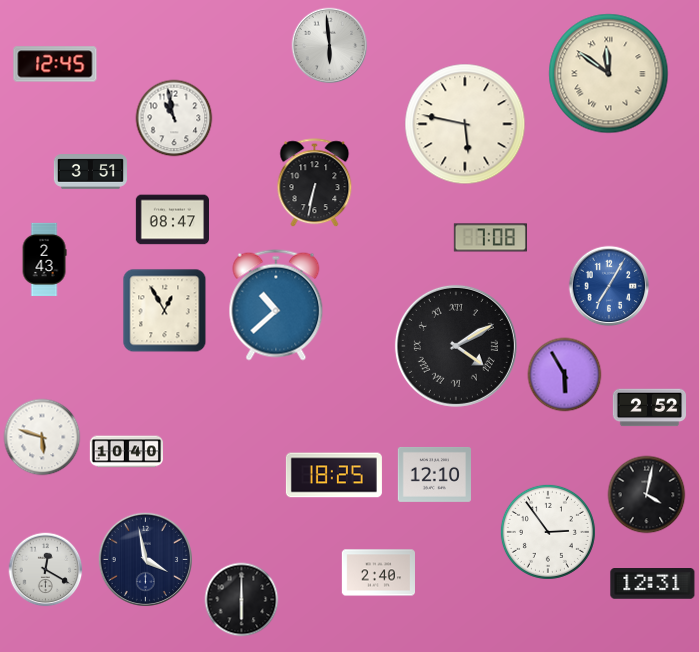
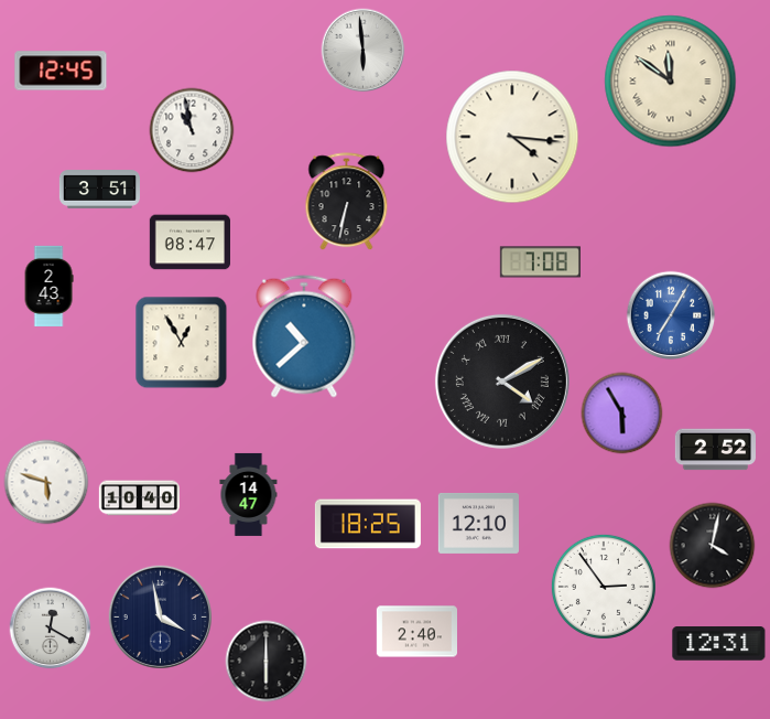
clock at (465, 124): 5:47 -> 4:16
clock at (249, 494): none -> 14:47
